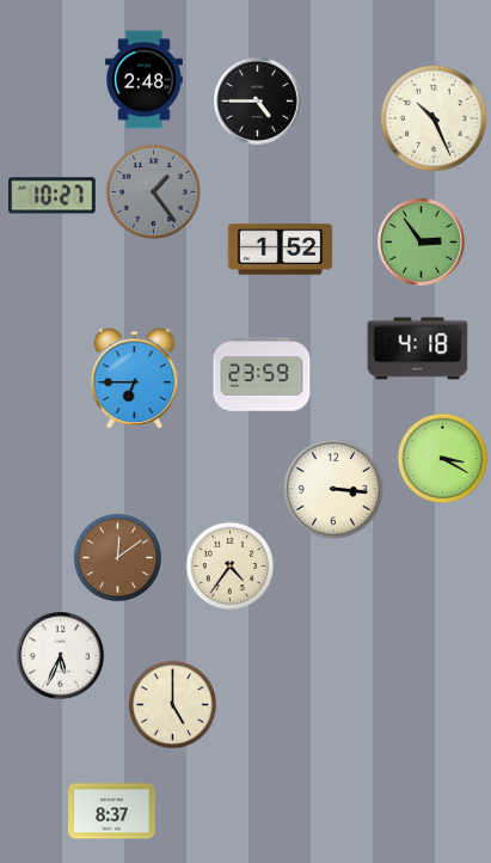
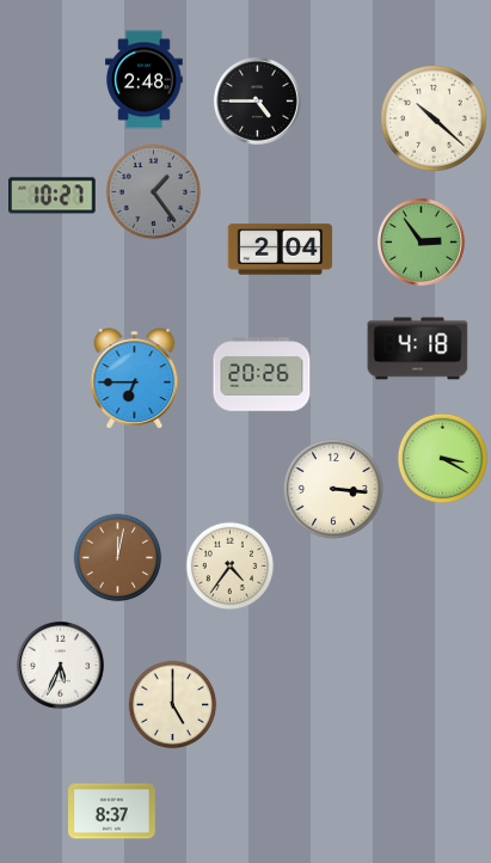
clock at (434, 118): 10:26 -> 10:22
clock at (281, 250): 1:52 -> 2:04
clock at (262, 374): 23:59 -> 20:26
clock at (118, 558): 12:09 -> 12:02
clock at (60, 655) position: (60, 655) -> (60, 665)
